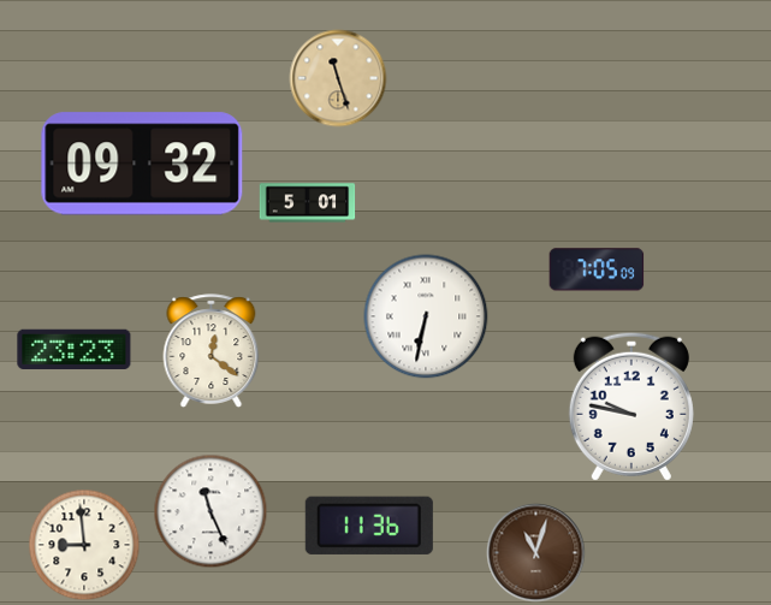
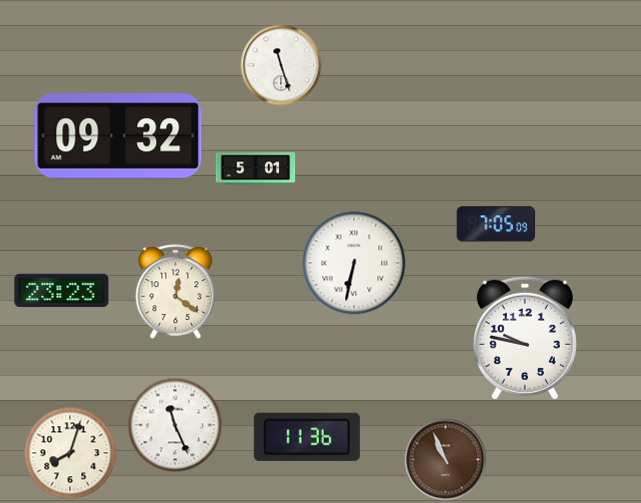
clock at (338, 78) dial: champagne -> white
clock at (84, 545): 8:59 -> 8:03
clock at (536, 553): 11:03 -> 10:56
